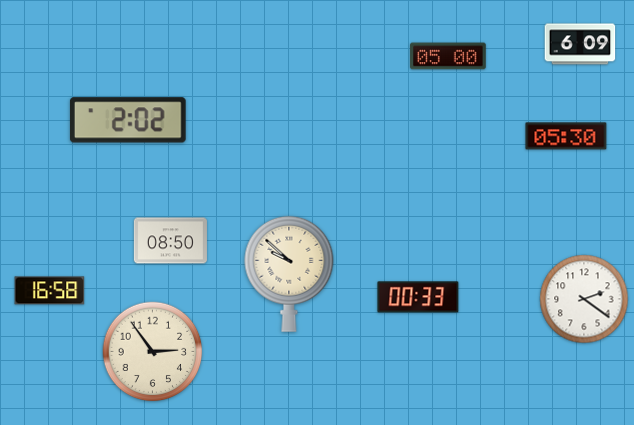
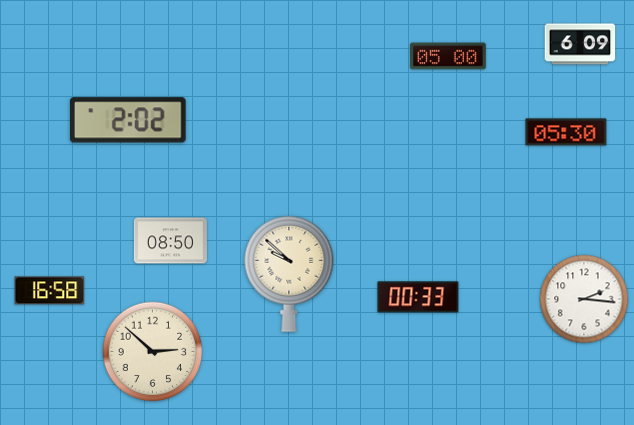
clock at (566, 136) position: (566, 136) -> (566, 132)
clock at (584, 299): 2:21 -> 2:16
clock at (153, 352): 2:54 -> 2:52
